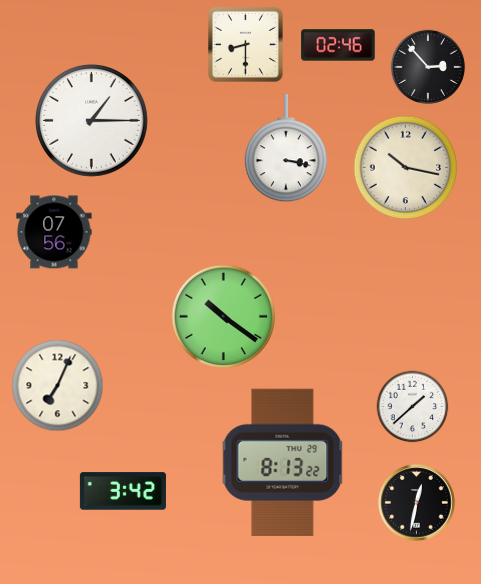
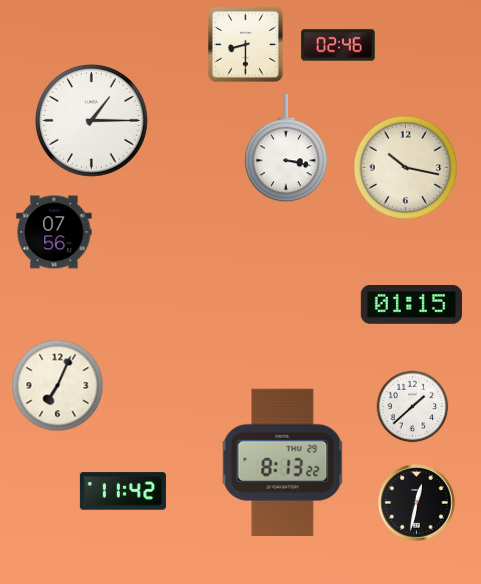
clock at (428, 67): 2:53 -> none
clock at (411, 305): none -> 01:15
clock at (224, 317): 10:21 -> none
clock at (123, 491): 3:42 -> 11:42
